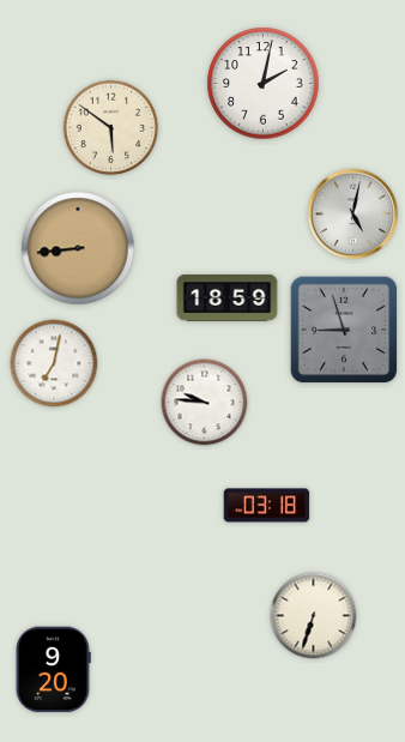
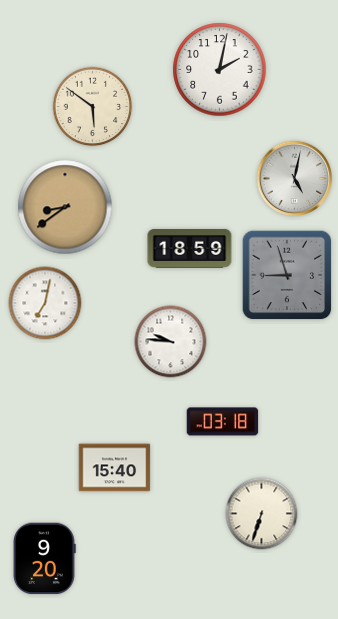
clock at (78, 248): 8:44 -> 8:39
clock at (205, 403) position: (205, 403) -> (171, 342)
clock at (115, 468): none -> 15:40
